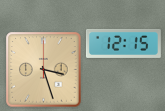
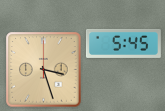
clock at (123, 43): 12:15 -> 5:45
